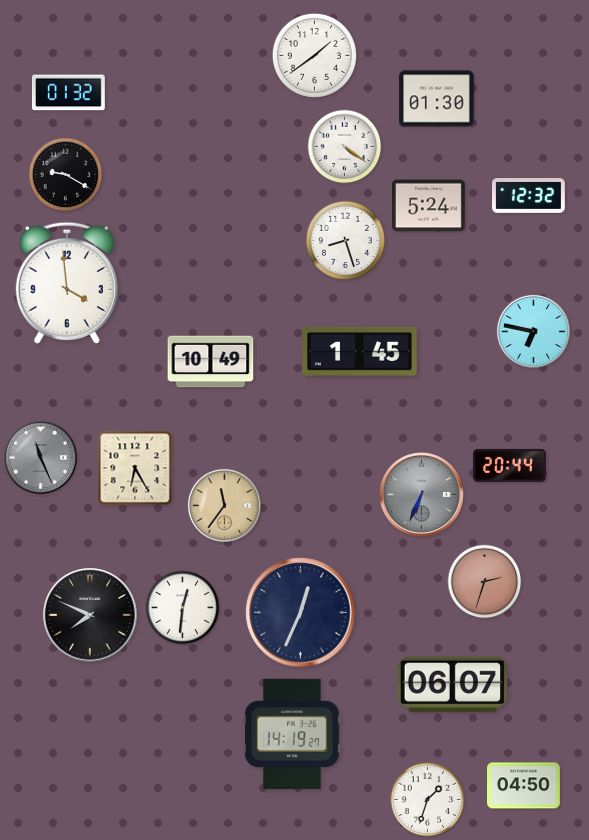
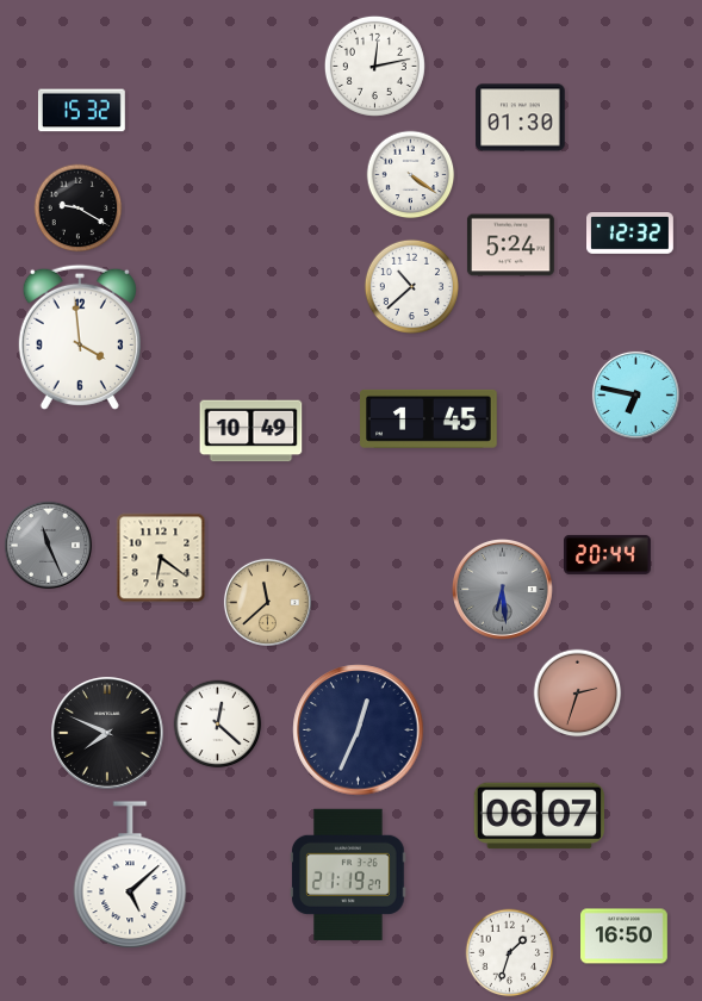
clock at (314, 55): 1:39 -> 12:13
clock at (68, 93): 01:32 -> 15:32
clock at (345, 240): 8:27 -> 10:38
clock at (135, 468): 6:25 -> 6:21
clock at (421, 494): 6:34 -> 6:29
clock at (224, 505): 11:36 -> 11:38
clock at (183, 608): 12:31 -> 12:22
clock at (130, 875): none -> 5:08
clock at (292, 734): 14:19 -> 21:19
clock at (524, 786): 04:50 -> 16:50
